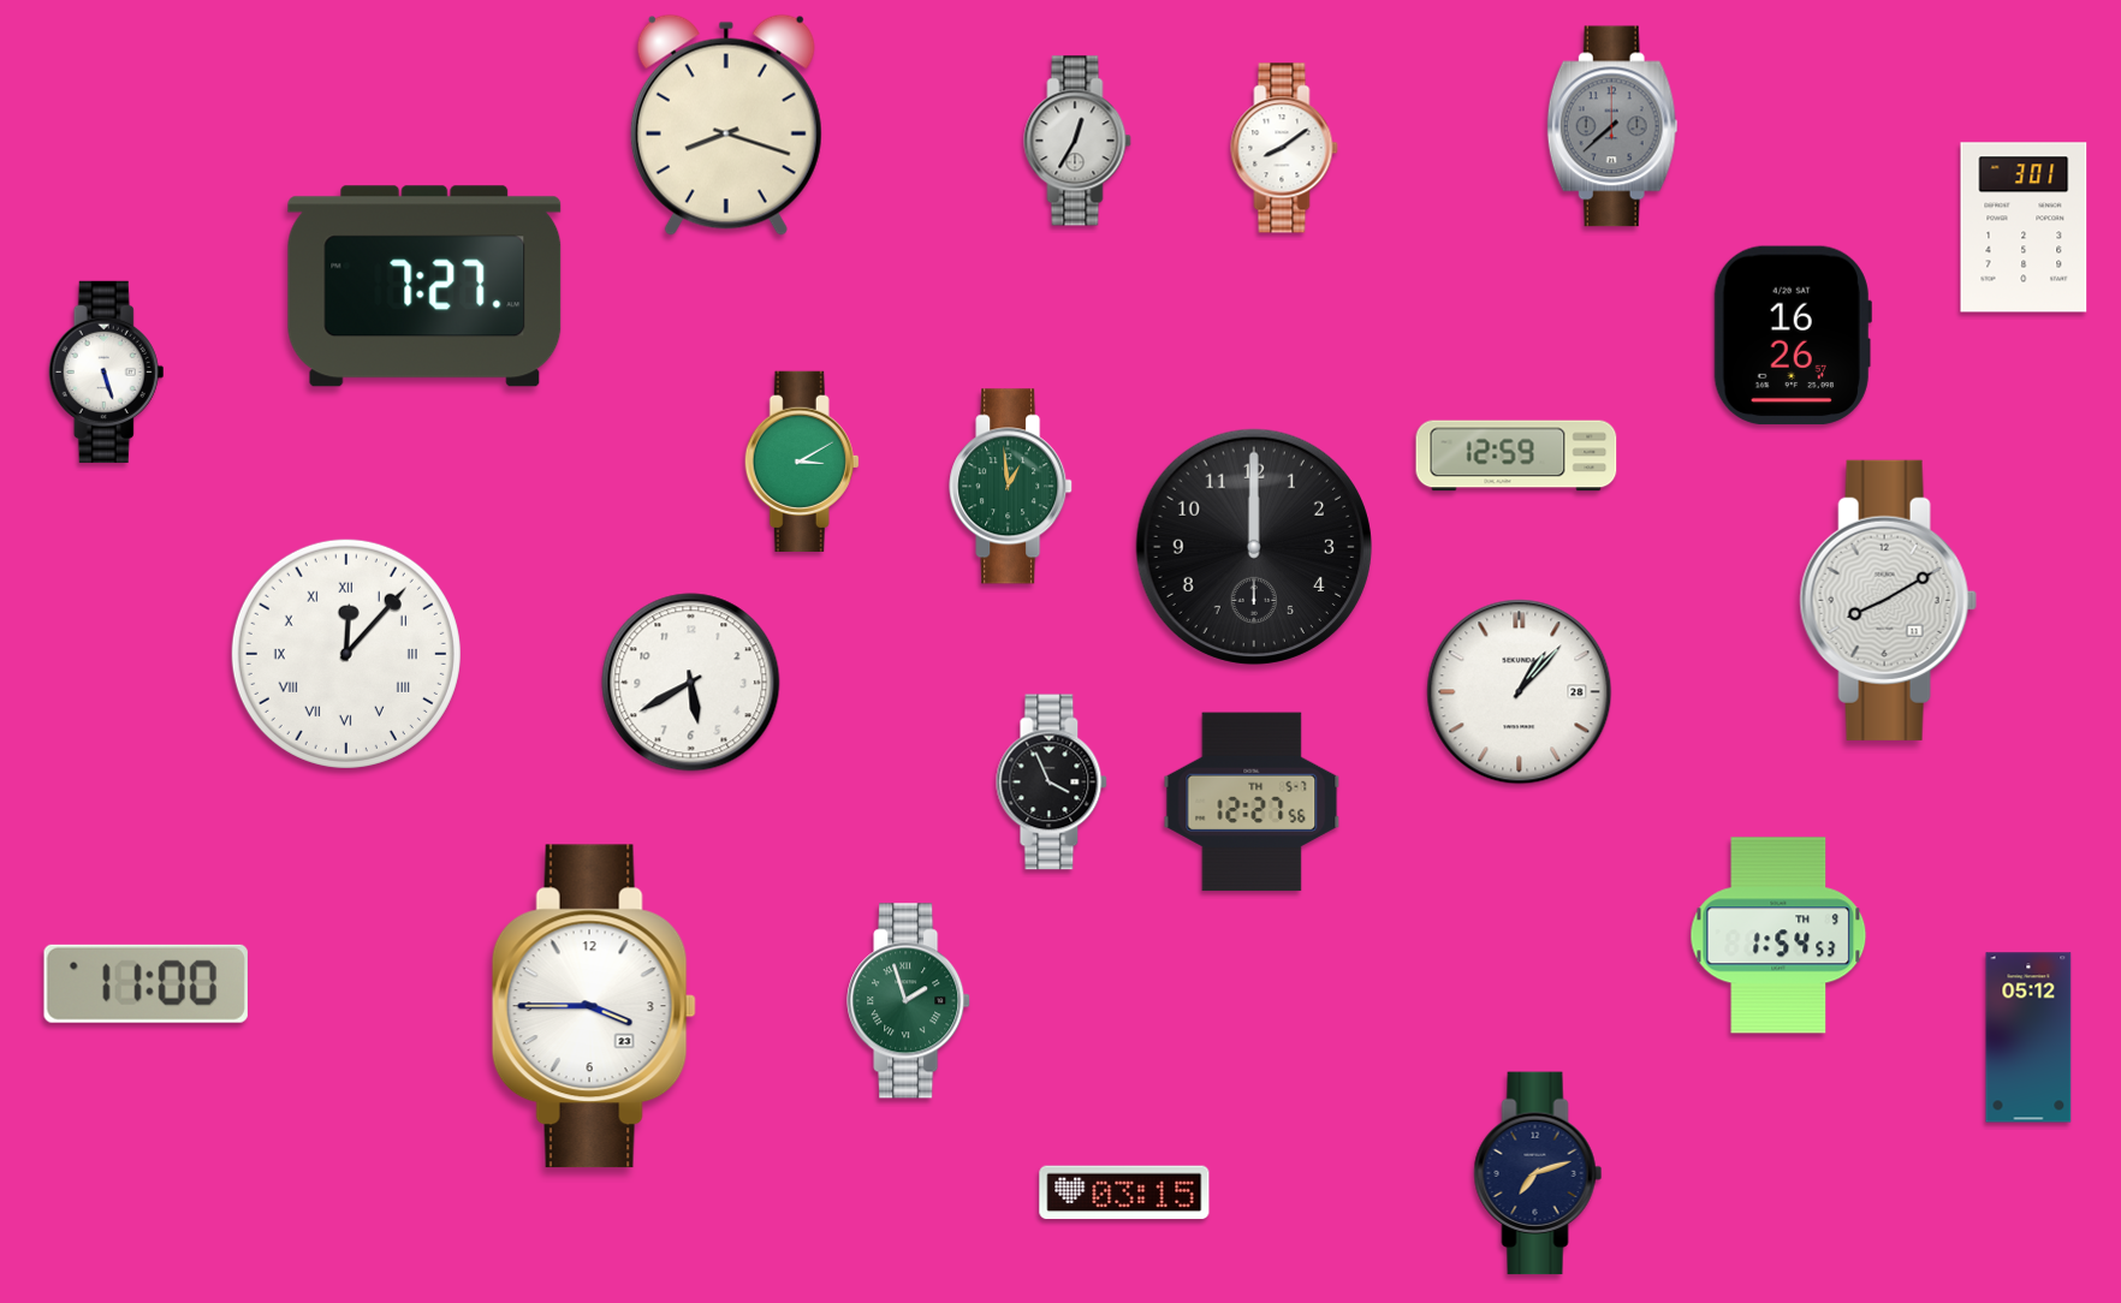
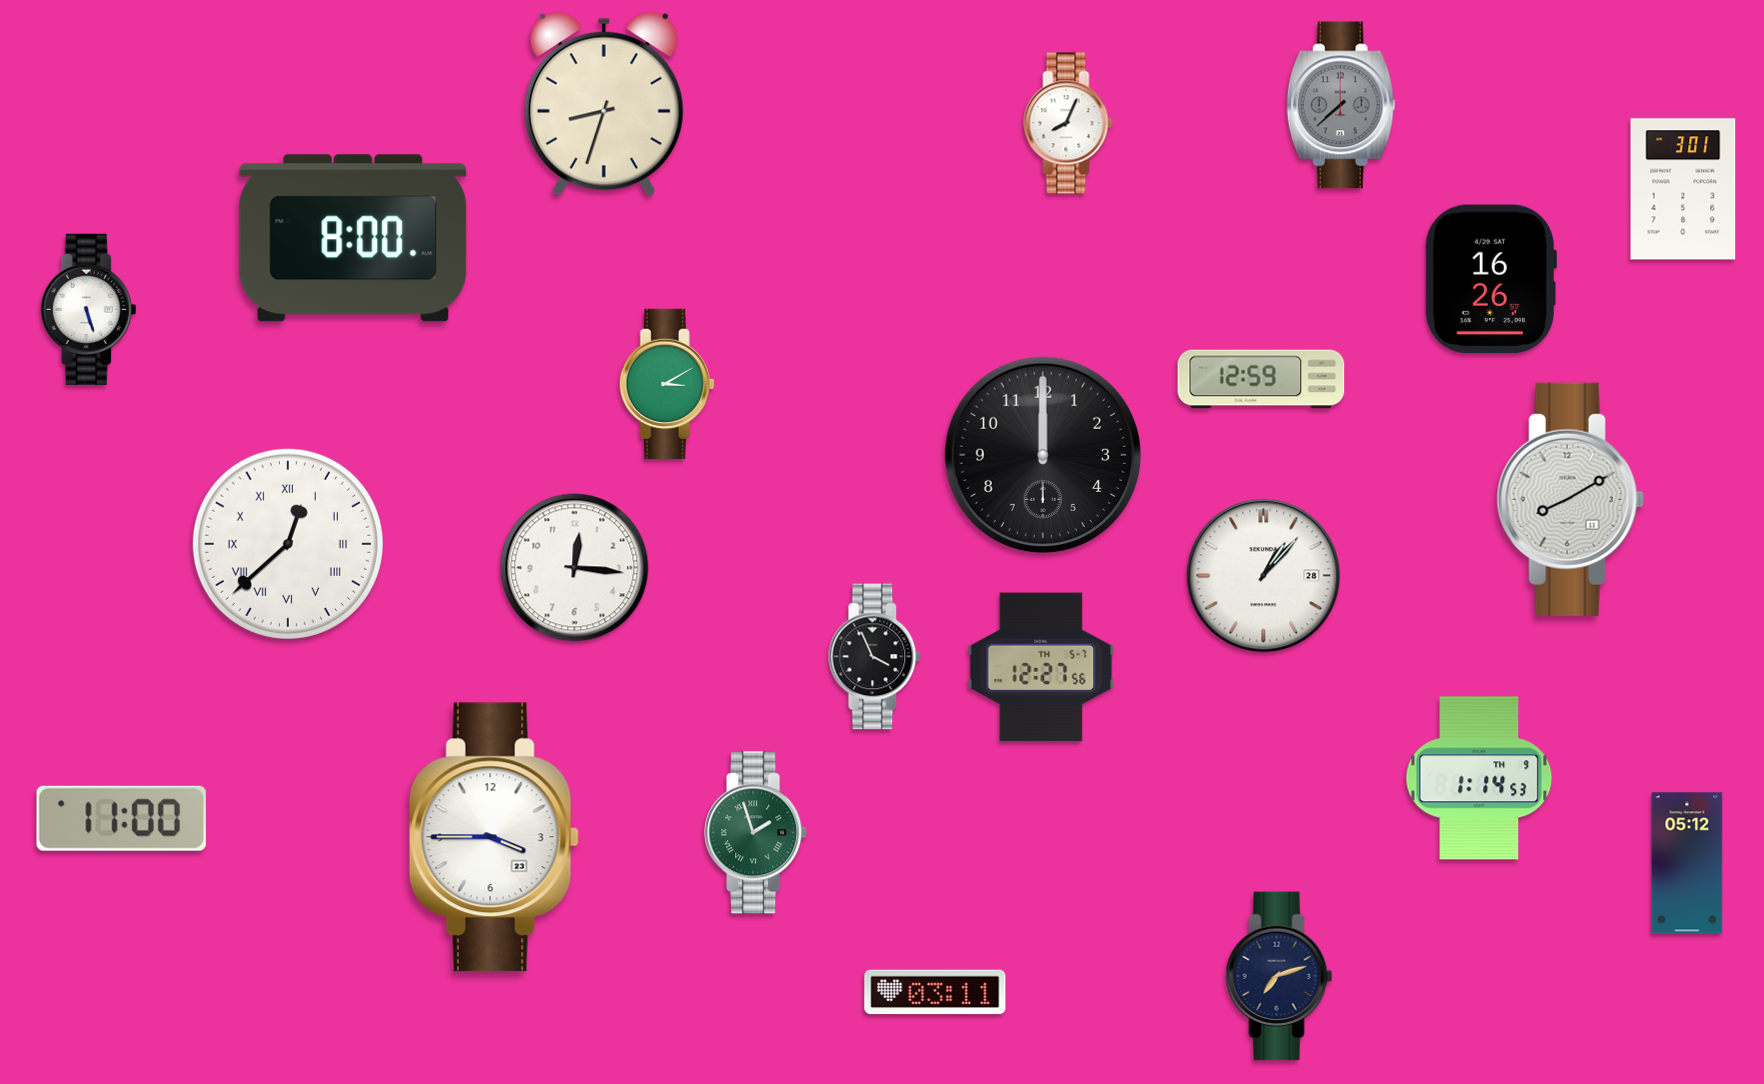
clock at (726, 125): 8:18 -> 8:33
clock at (1077, 141): 12:35 -> none
clock at (1284, 148): 8:09 -> 8:04
clock at (424, 286): 7:27 -> 8:00
clock at (1011, 487): 12:59 -> none
clock at (346, 654): 12:07 -> 12:38
clock at (691, 683): 5:40 -> 12:16
clock at (1052, 783) position: (1052, 783) -> (875, 657)
clock at (1778, 935): 1:54 -> 1:14
clock at (1124, 1192): 03:15 -> 03:11
